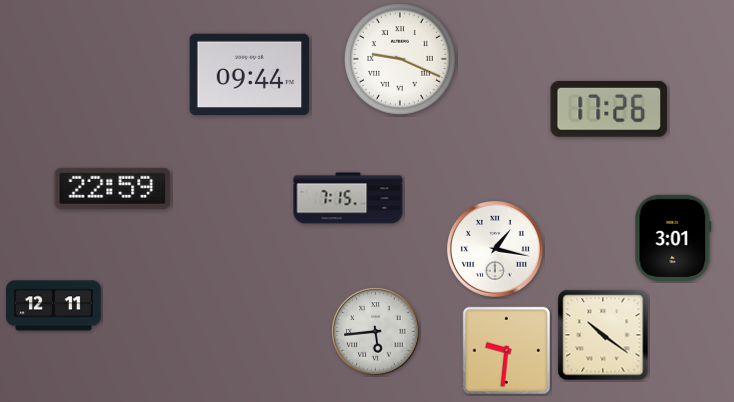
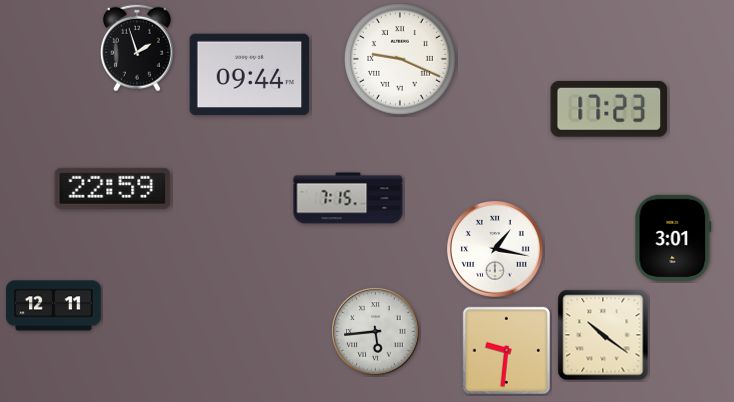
clock at (137, 48): none -> 1:57
clock at (609, 109): 17:26 -> 17:23
